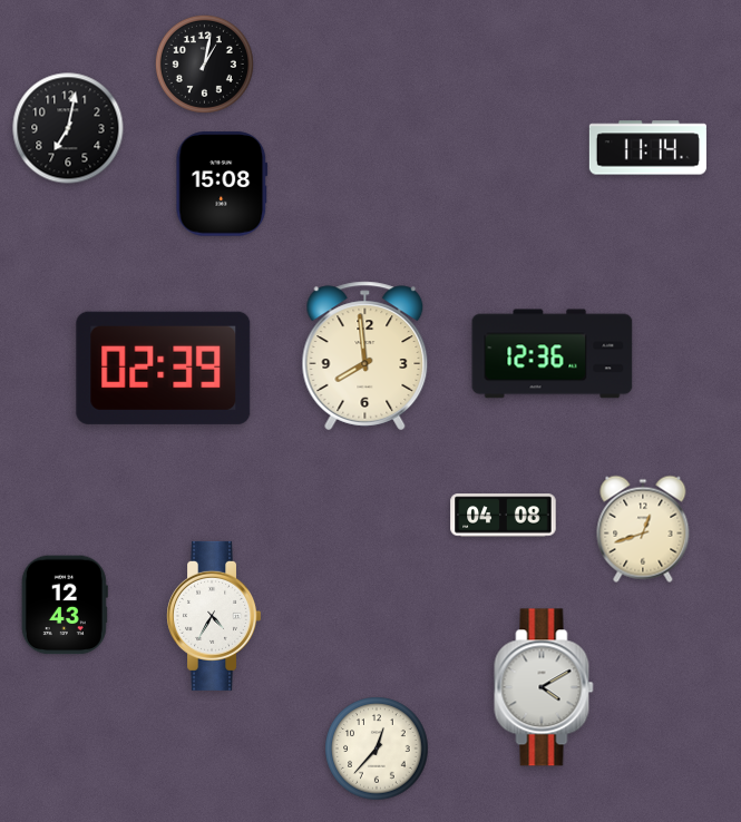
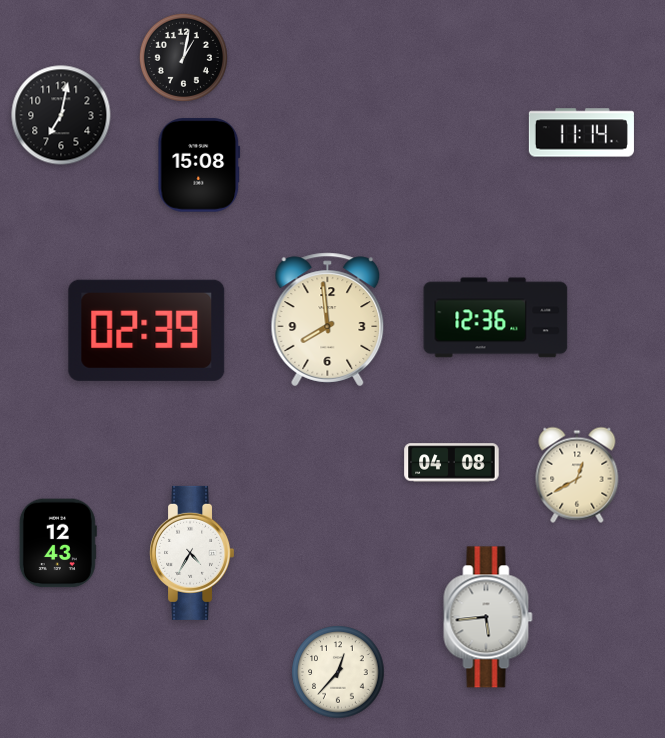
clock at (643, 529): 12:42 -> 12:40
clock at (544, 687): 4:10 -> 5:44
